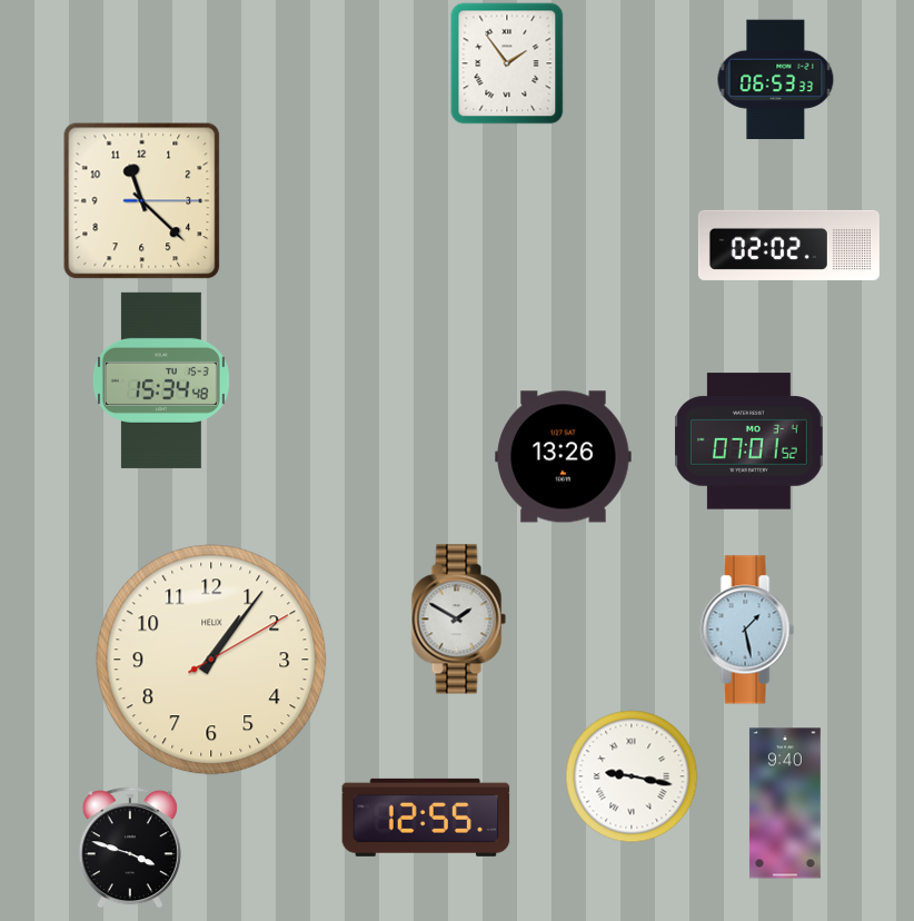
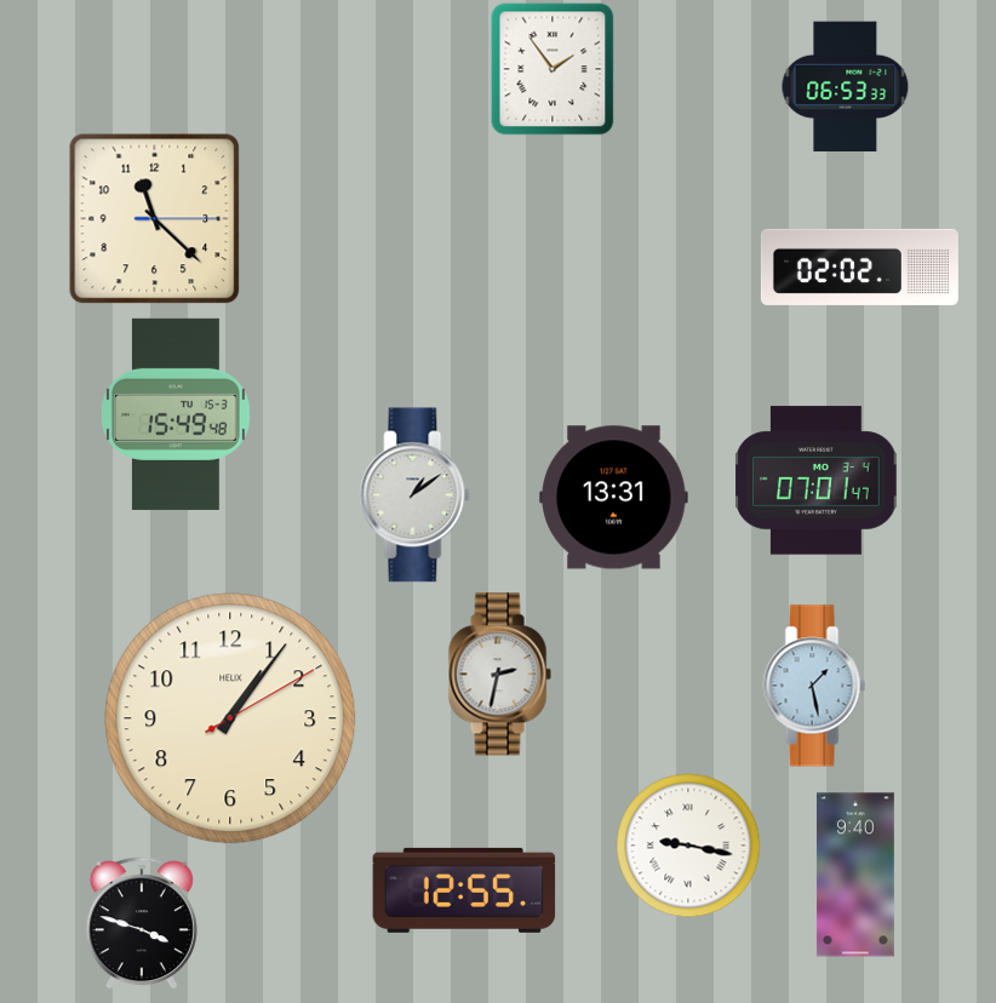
clock at (161, 380): 15:34 -> 15:49
clock at (749, 442): 07:01:52 -> 07:01:47
clock at (416, 495): none -> 1:09
clock at (564, 457): 13:26 -> 13:31
clock at (458, 620): 1:50 -> 2:32
